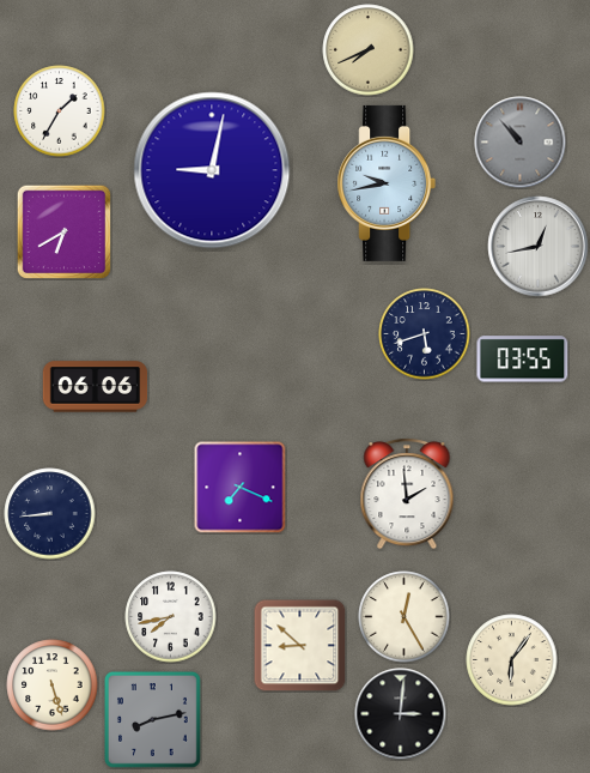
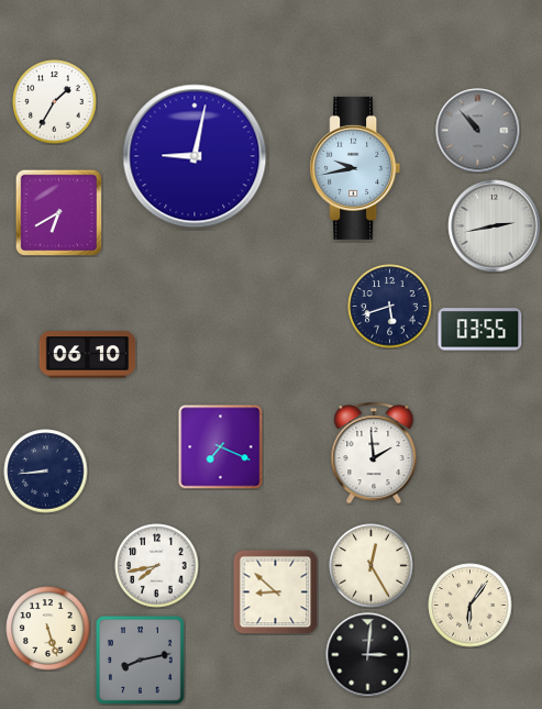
clock at (369, 50): 7:41 -> none
clock at (539, 247): 12:43 -> 2:43
clock at (96, 387): 06:06 -> 06:10
